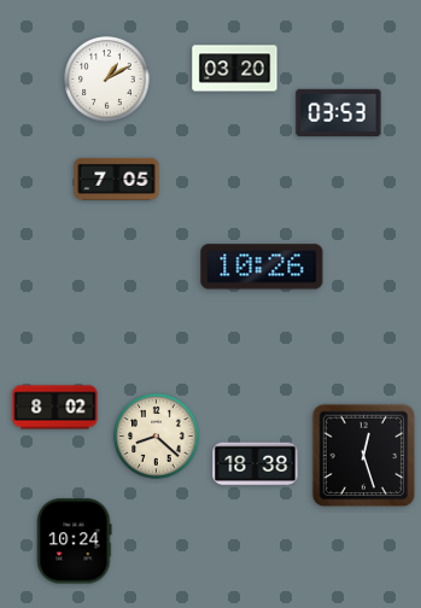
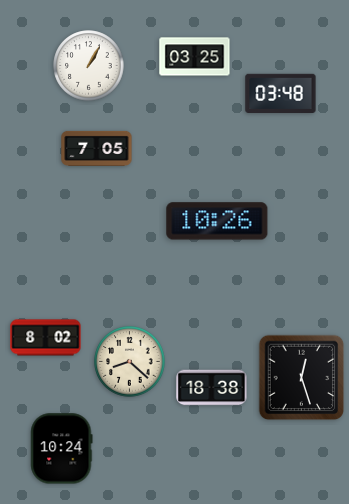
clock at (235, 69): 03:20 -> 03:25
clock at (107, 80): 1:10 -> 1:05
clock at (339, 112): 03:53 -> 03:48
clock at (256, 464) position: (256, 464) -> (212, 388)
